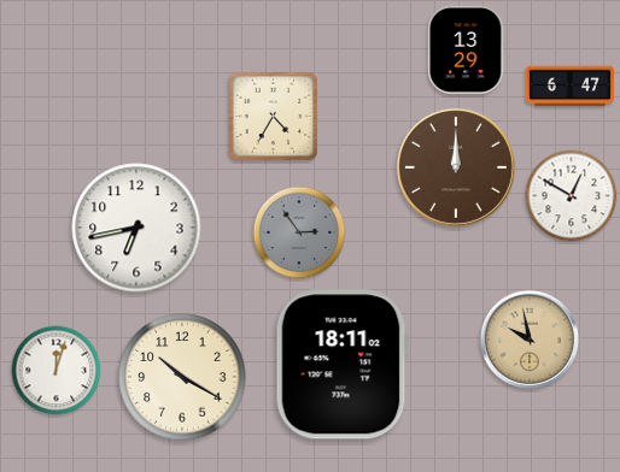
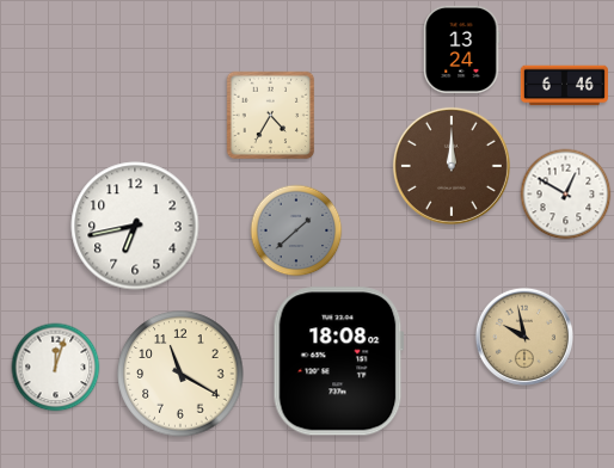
clock at (467, 49): 13:29 -> 13:24
clock at (569, 87): 6:47 -> 6:46
clock at (299, 232): 2:54 -> 1:38
clock at (341, 365): 18:11 -> 18:08
clock at (182, 377): 10:20 -> 11:20
